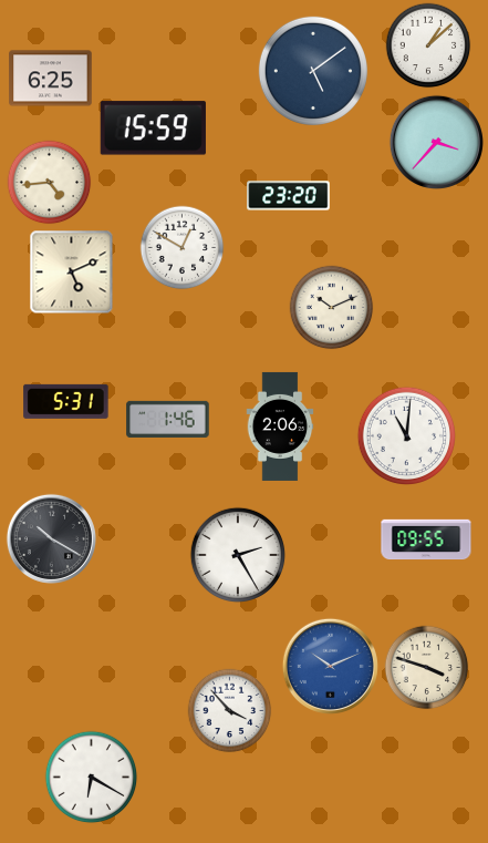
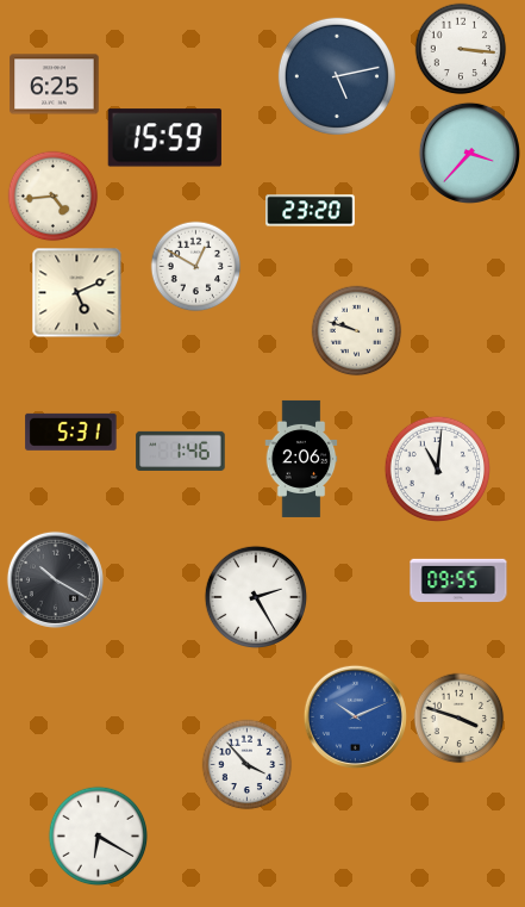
clock at (428, 45): 1:08 -> 3:16
clock at (313, 71): 5:09 -> 5:13
clock at (332, 308): 10:11 -> 9:48
